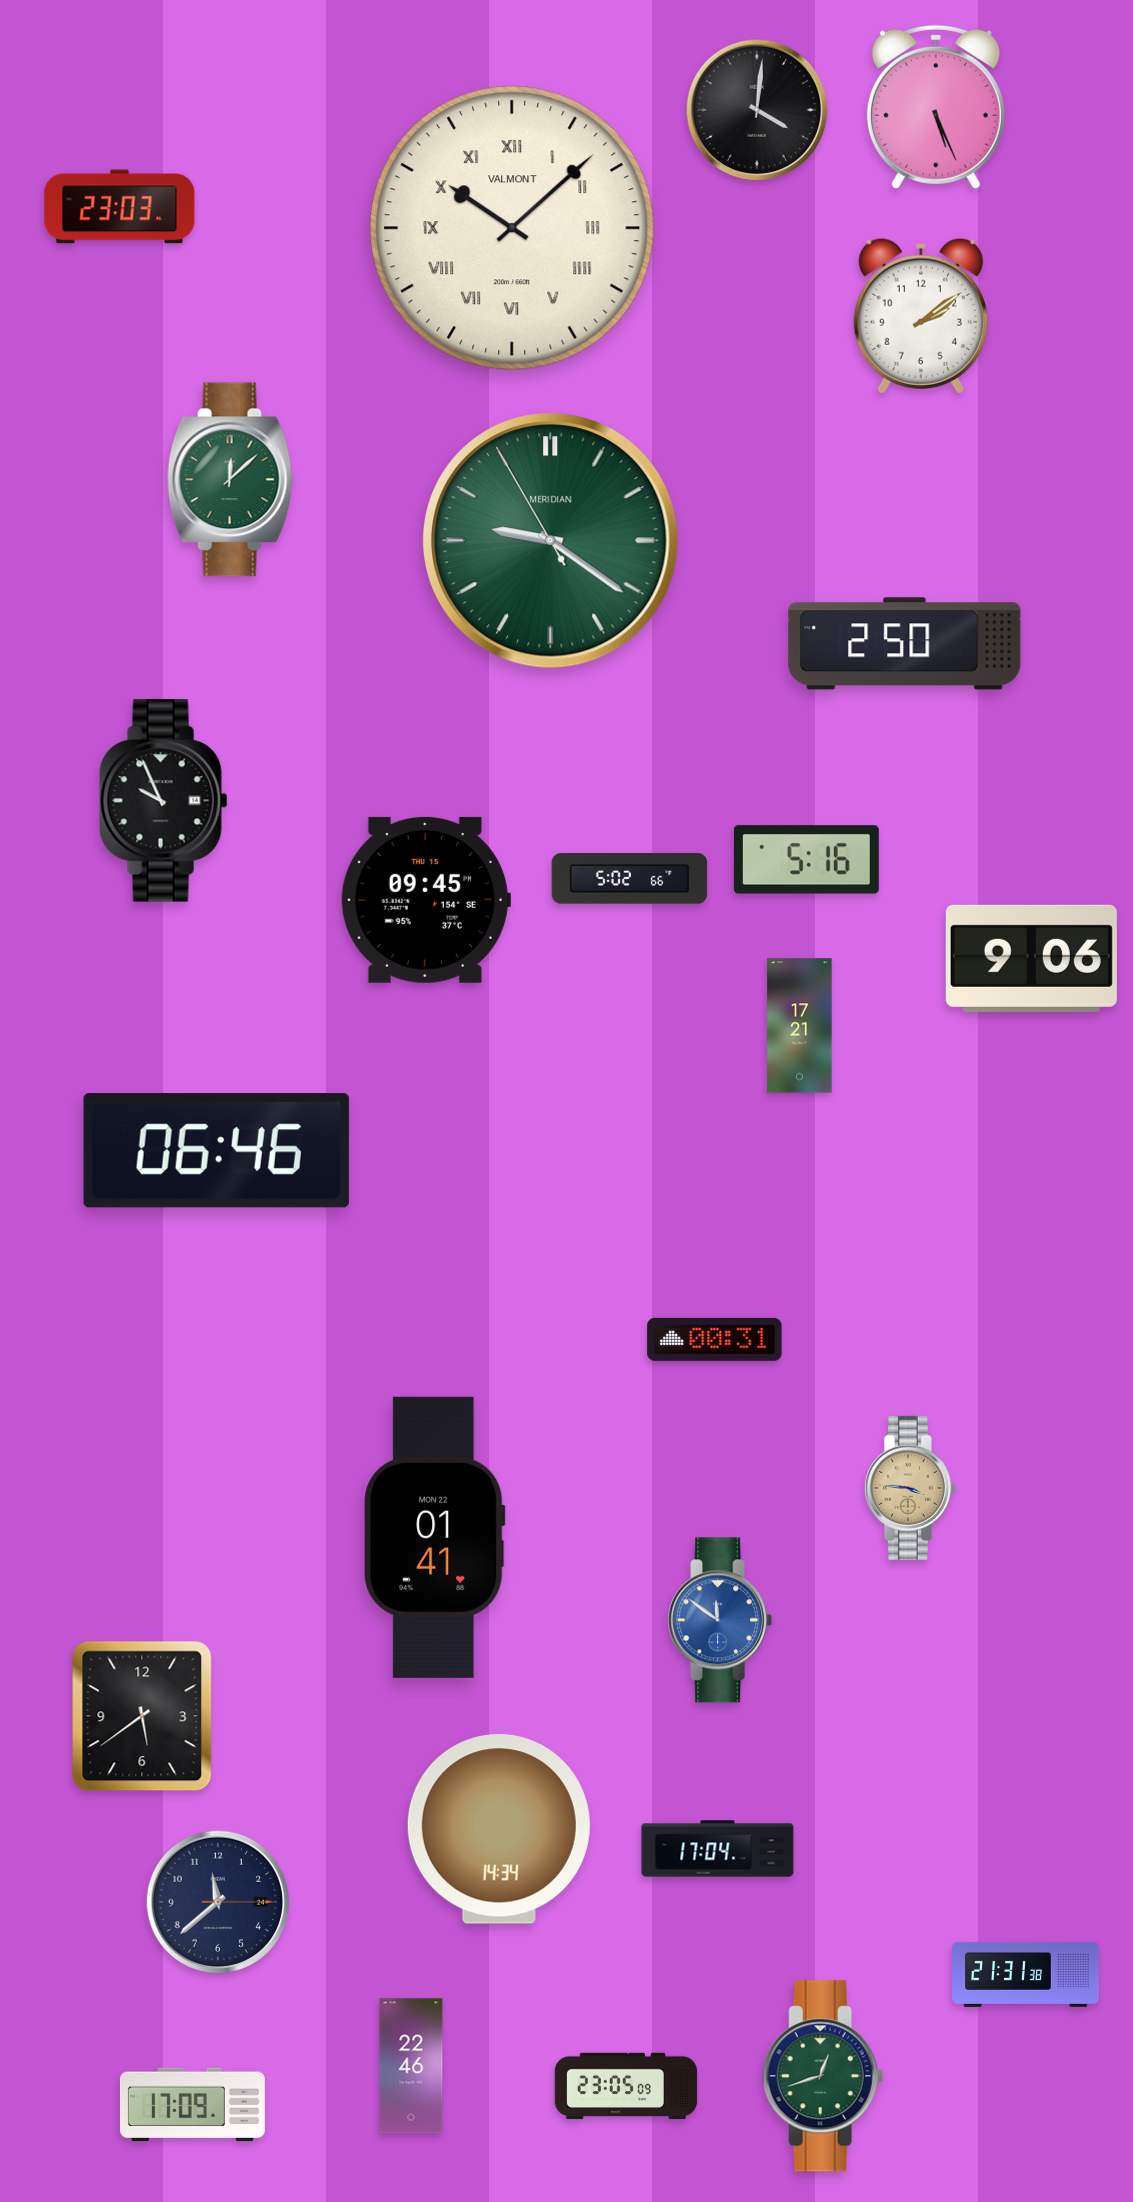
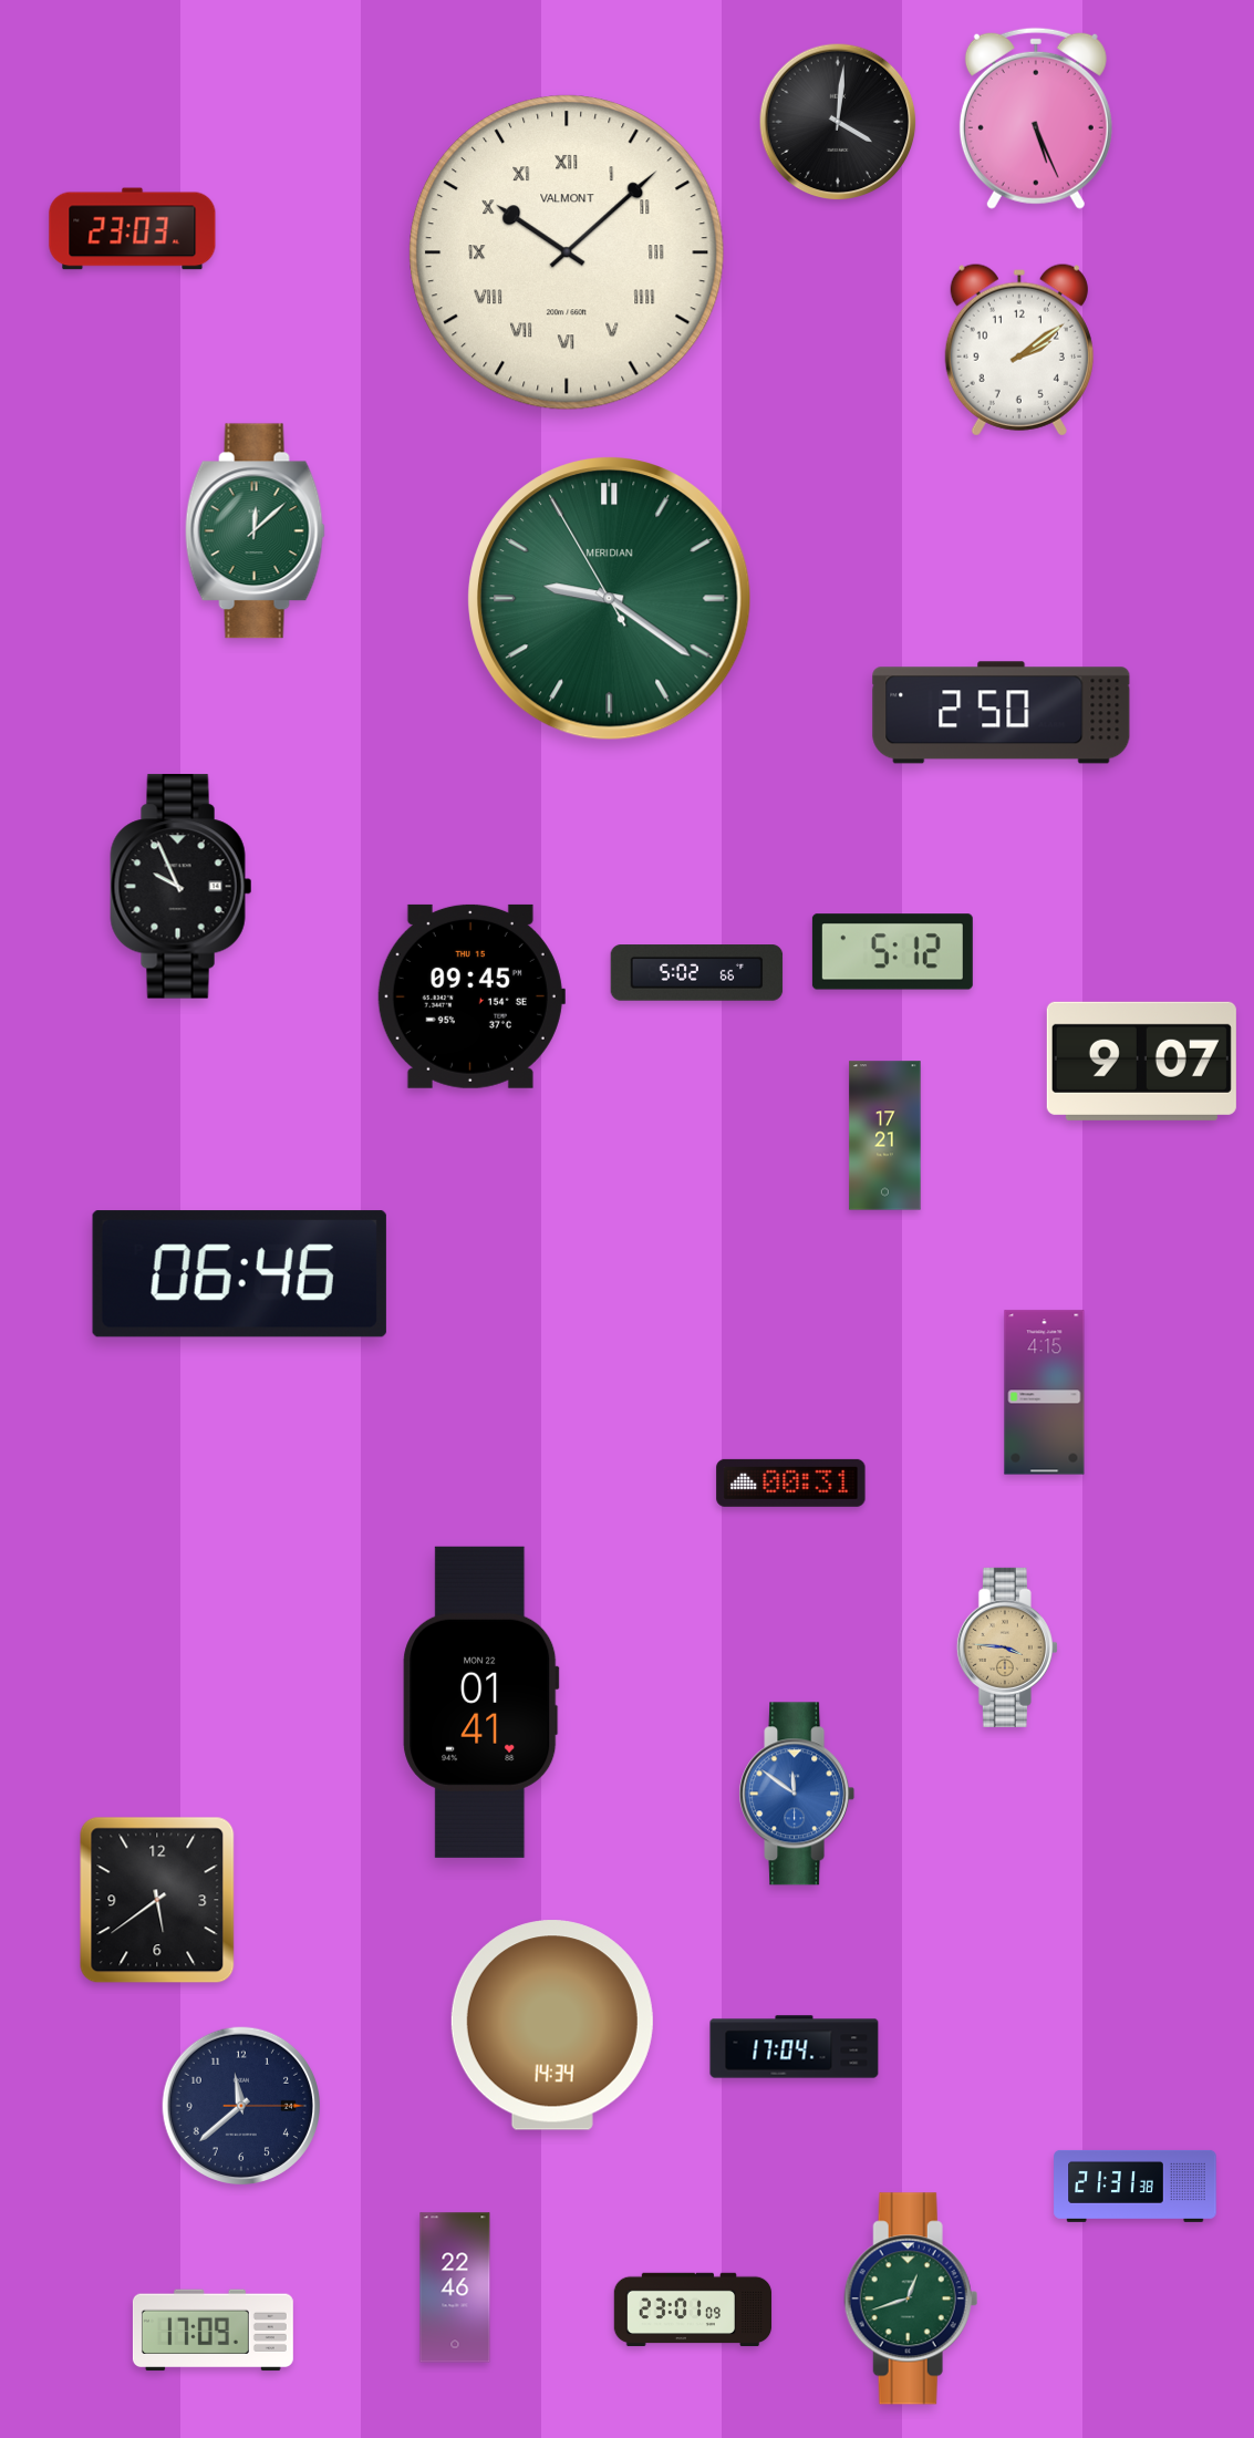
clock at (806, 860): 5:16 -> 5:12
clock at (1031, 958): 9:06 -> 9:07
clock at (1045, 1393): none -> 4:15
clock at (626, 2086): 23:05 -> 23:01
